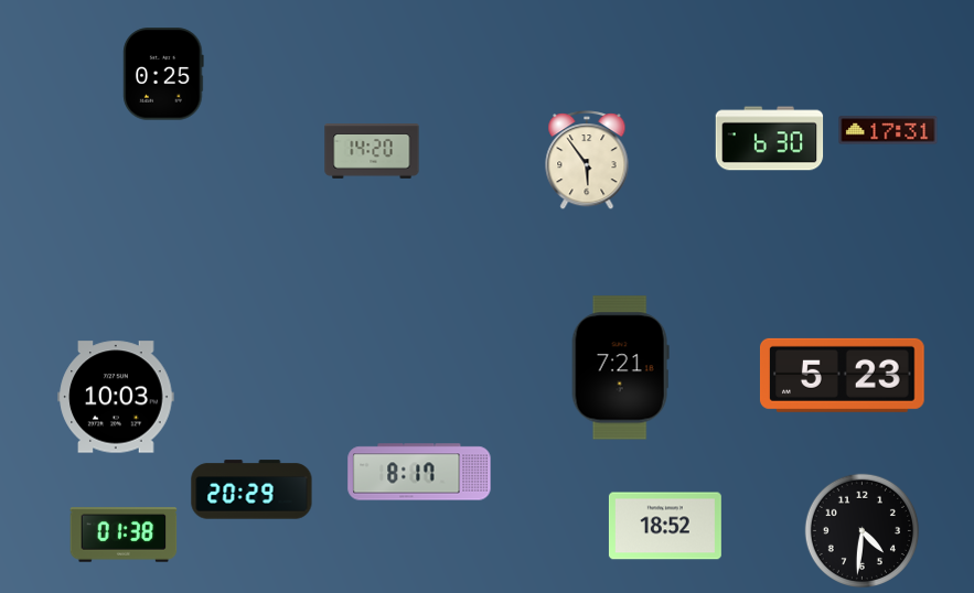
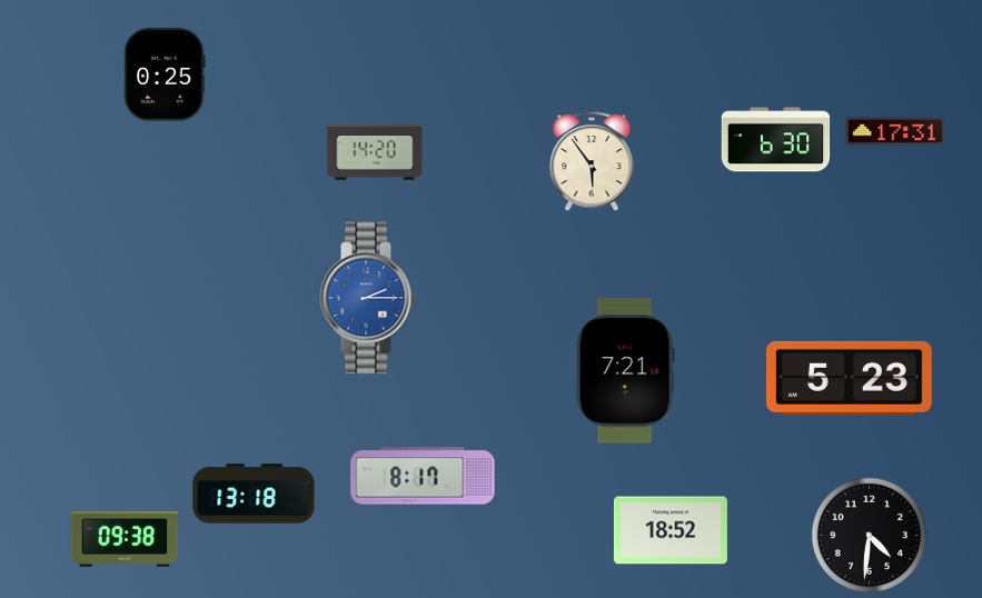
clock at (368, 298): none -> 2:15
clock at (116, 397): 10:03 -> none
clock at (251, 489): 20:29 -> 13:18
clock at (124, 535): 01:38 -> 09:38
